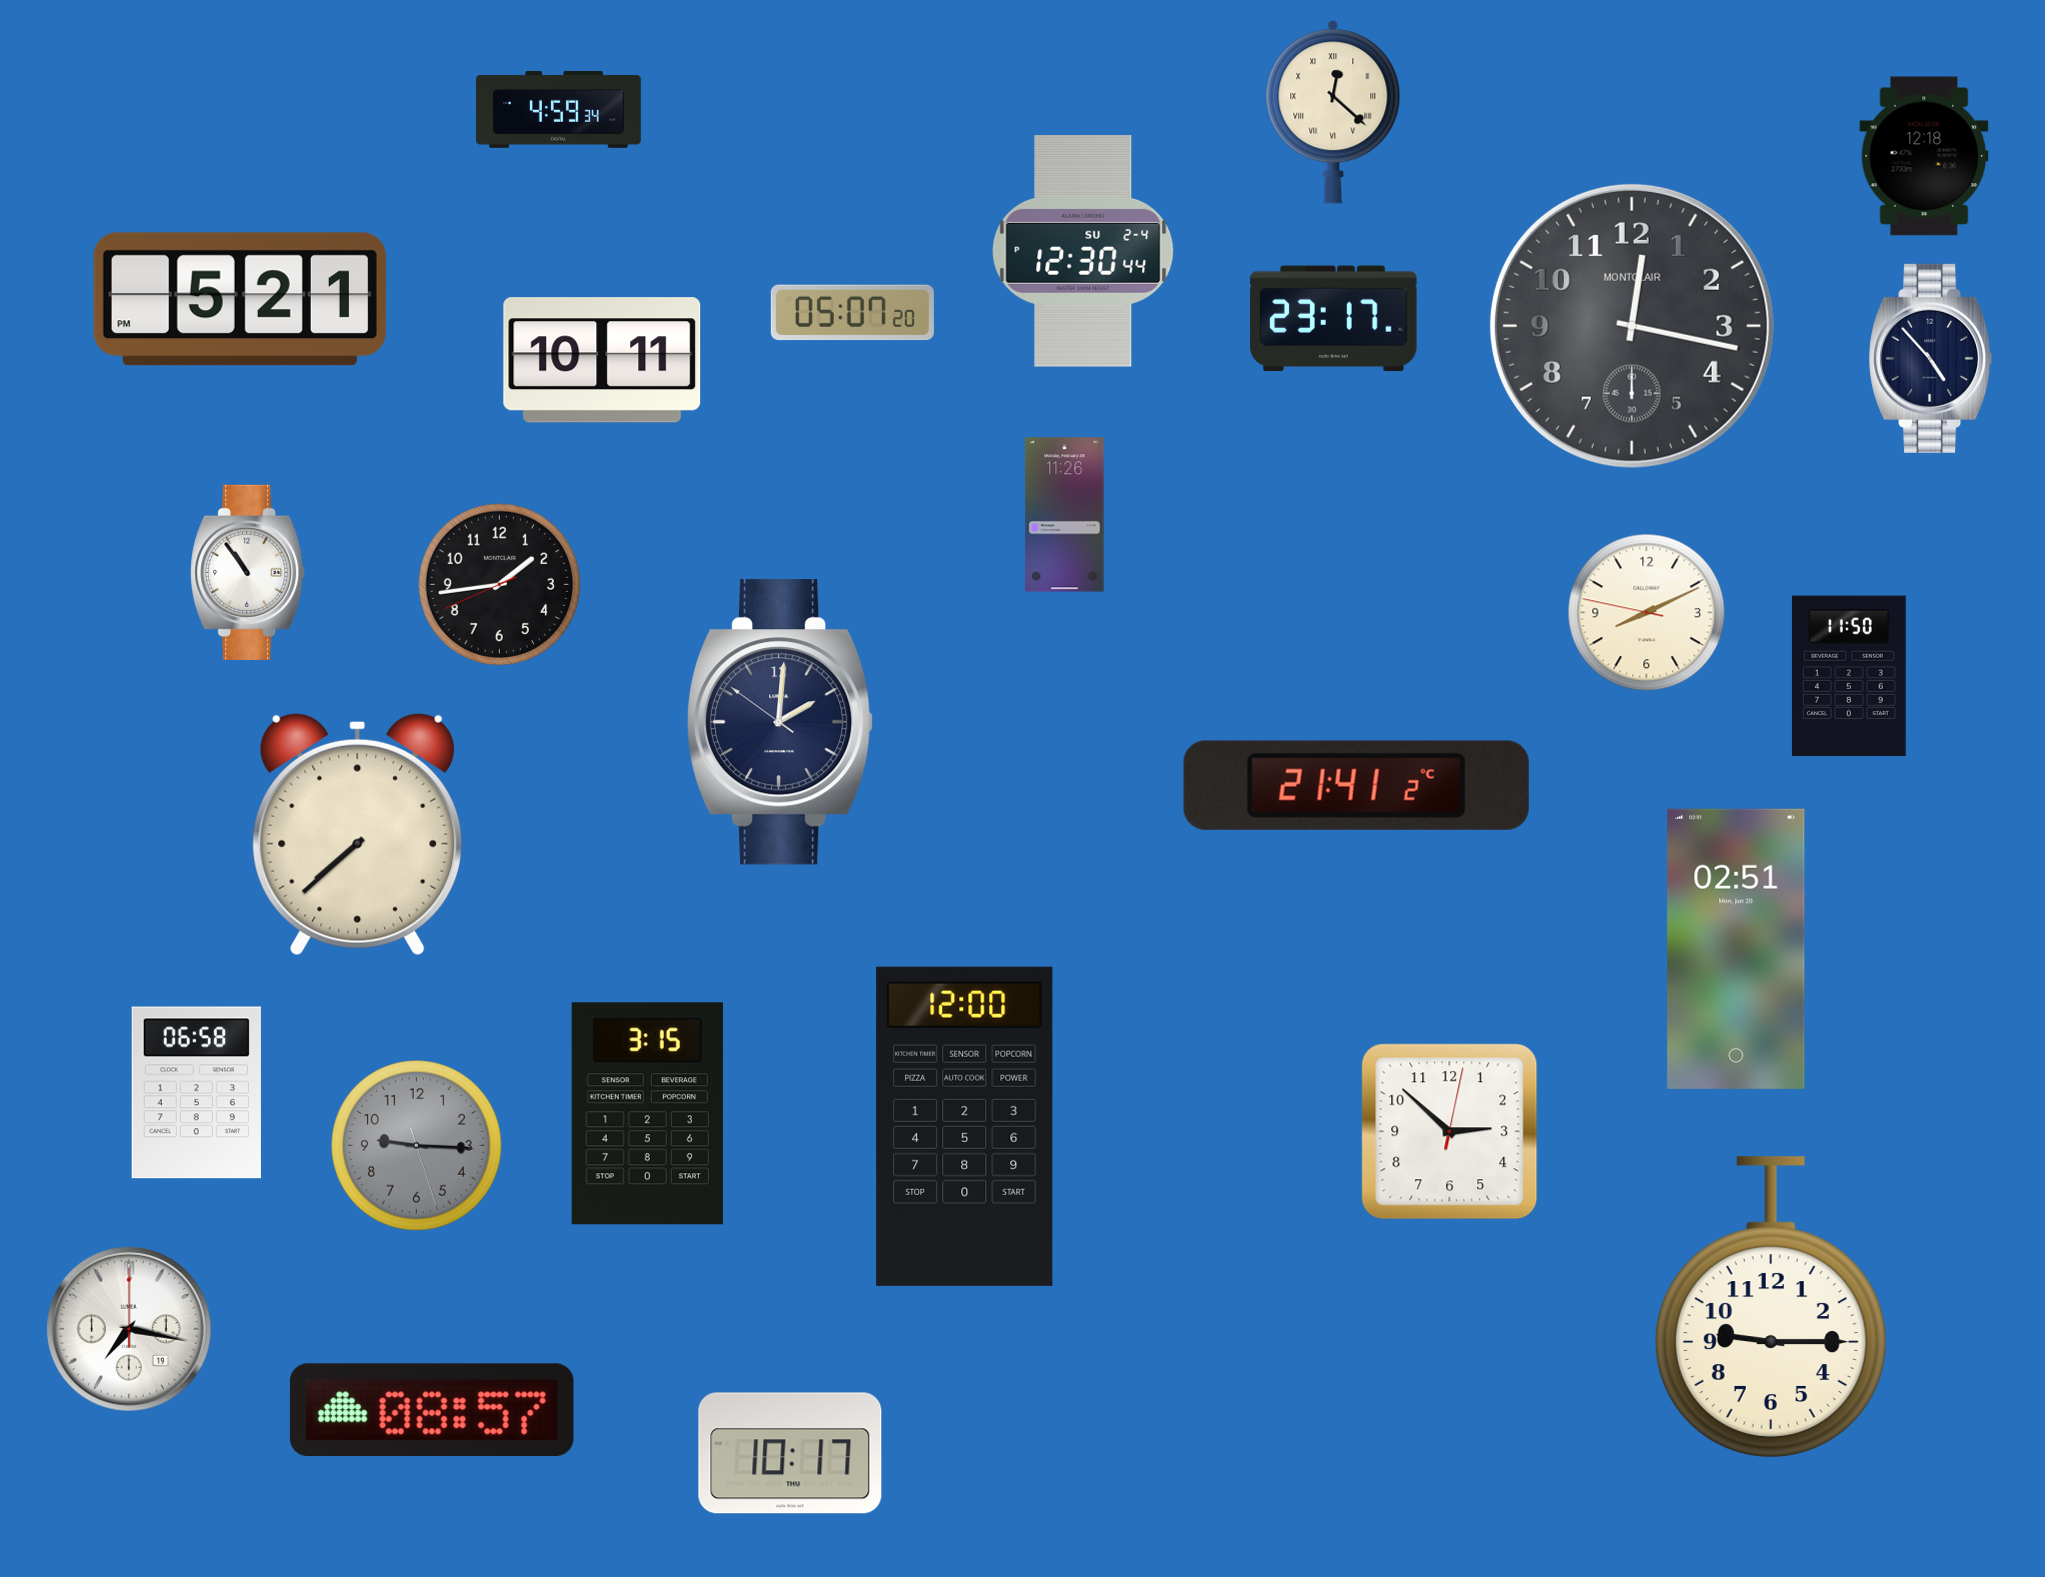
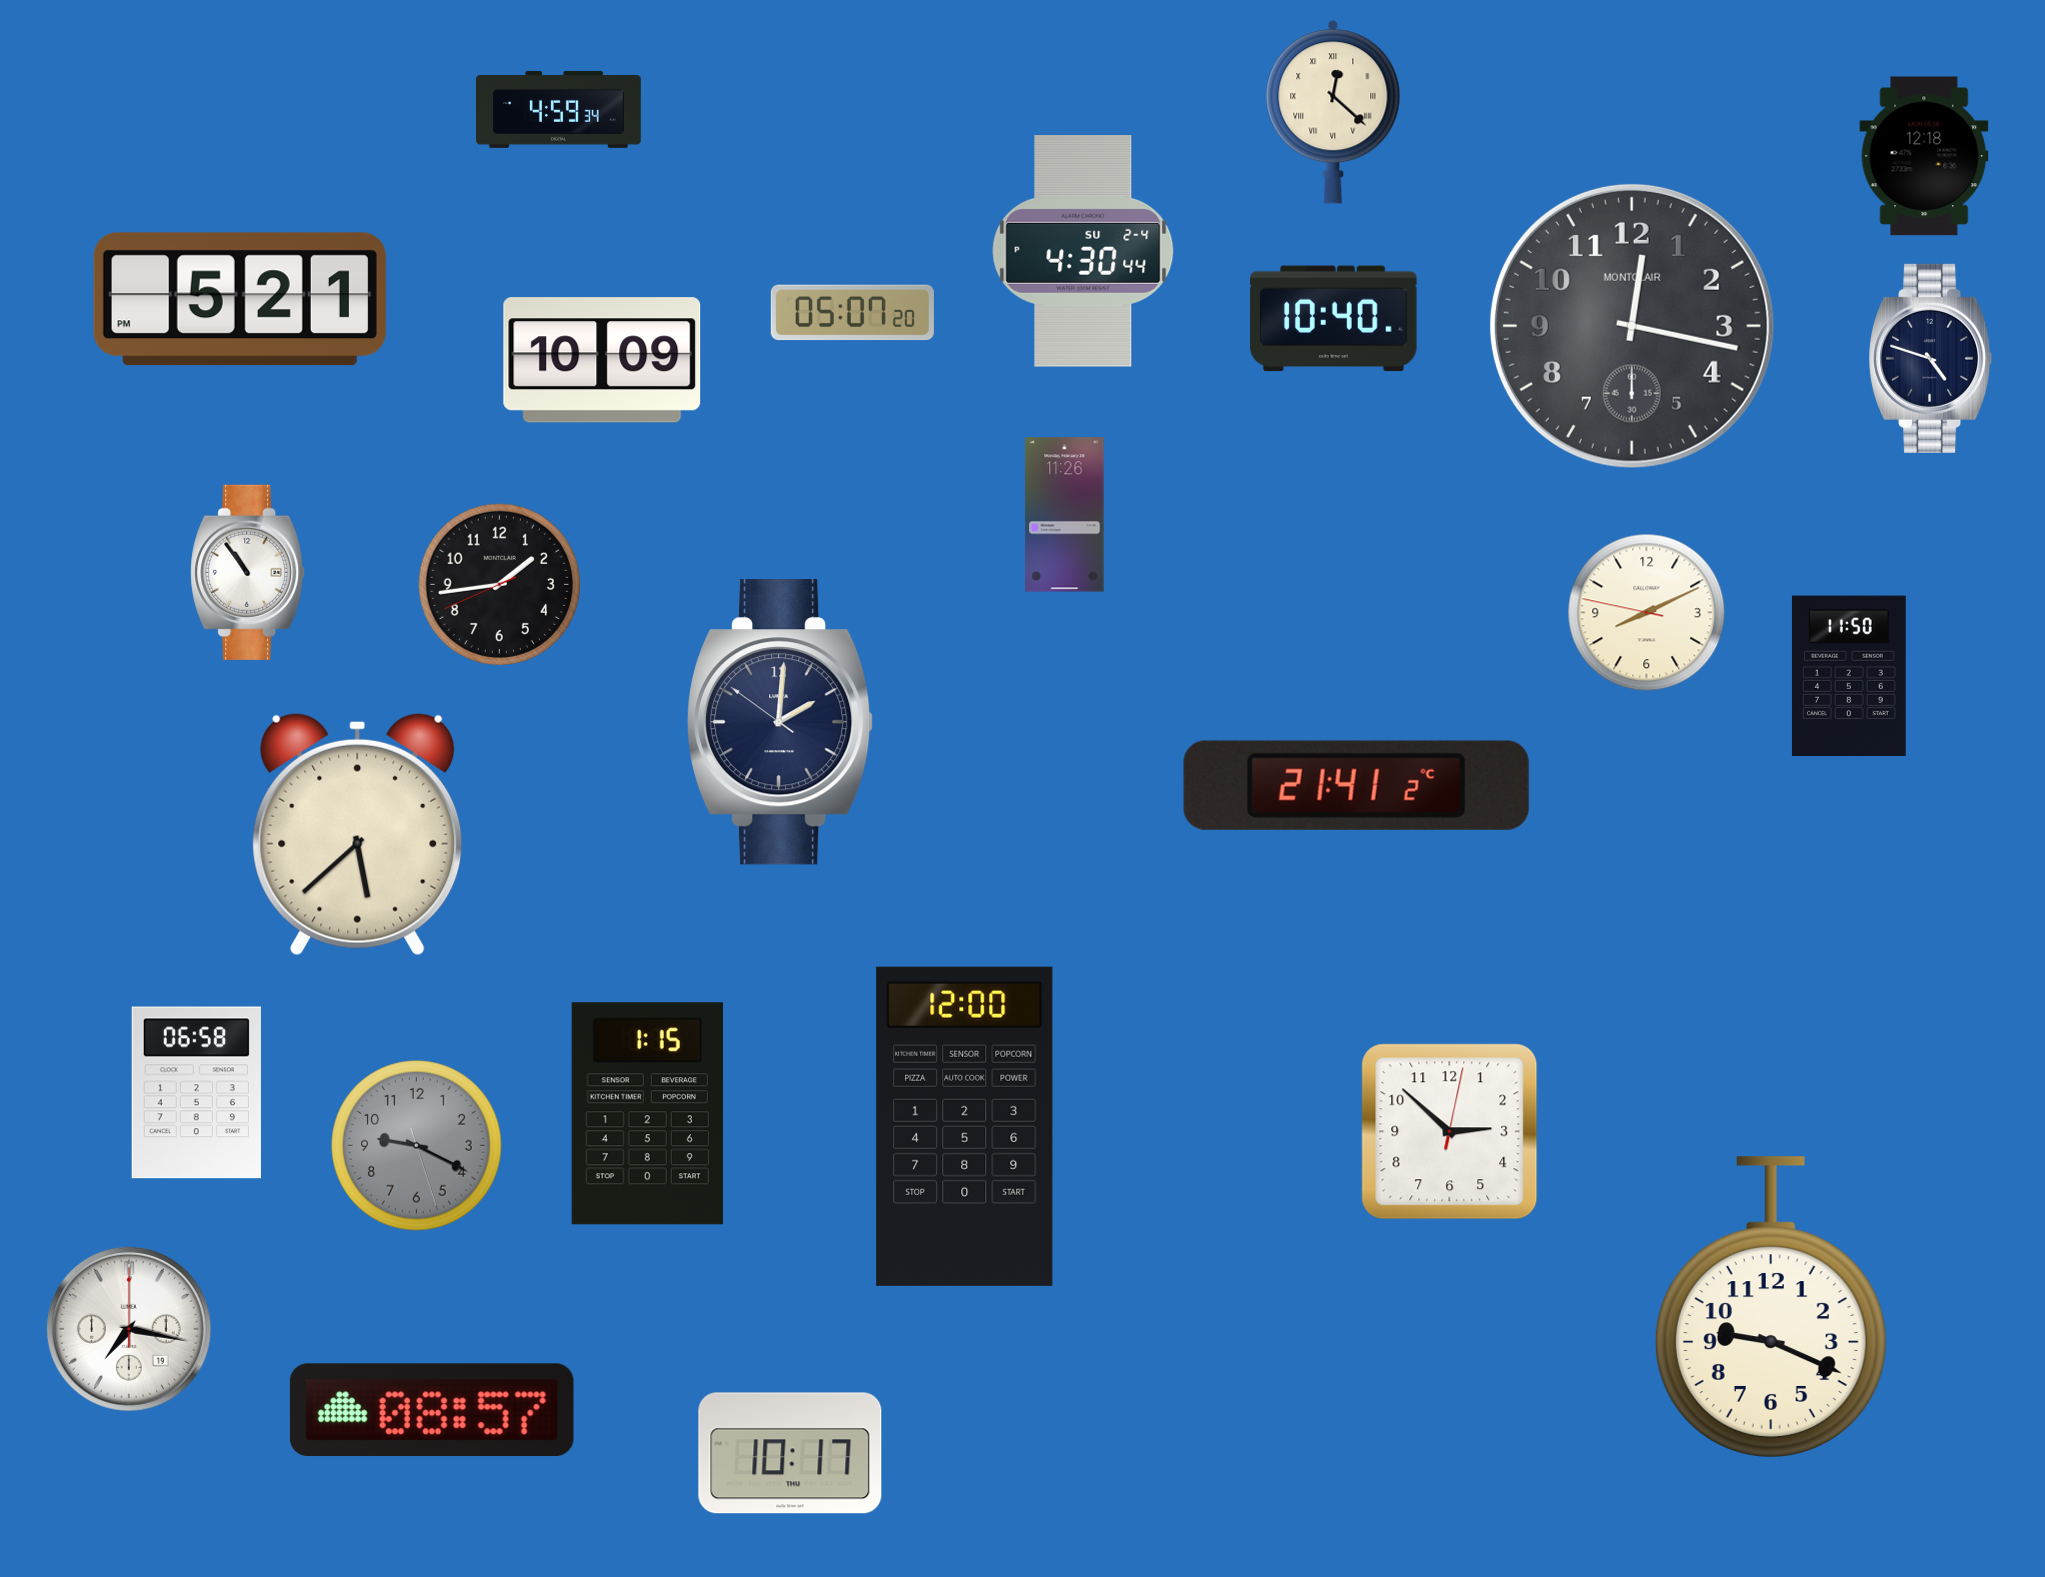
clock at (1083, 252): 12:30 -> 4:30
clock at (1334, 319): 23:17 -> 10:40
clock at (1931, 358): 4:53 -> 4:48
clock at (602, 360): 10:11 -> 10:09
clock at (358, 834): 7:38 -> 5:38
clock at (1736, 949): 02:51 -> none
clock at (647, 1114): 3:15 -> 1:15
clock at (417, 1146): 9:15 -> 9:19
clock at (1771, 1307): 9:15 -> 9:19
